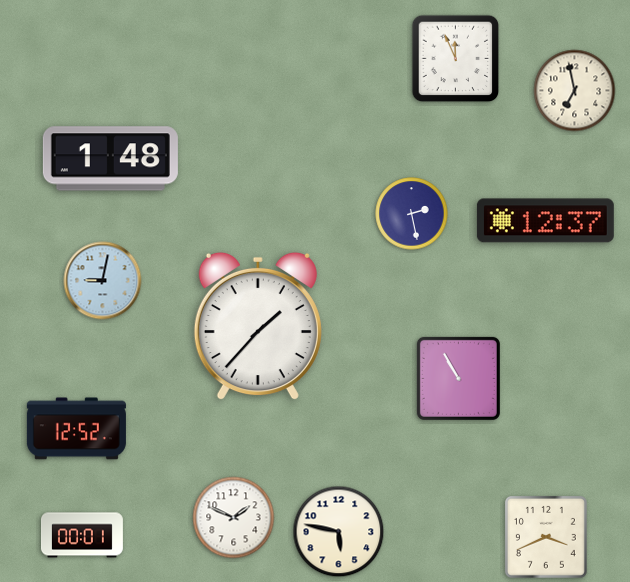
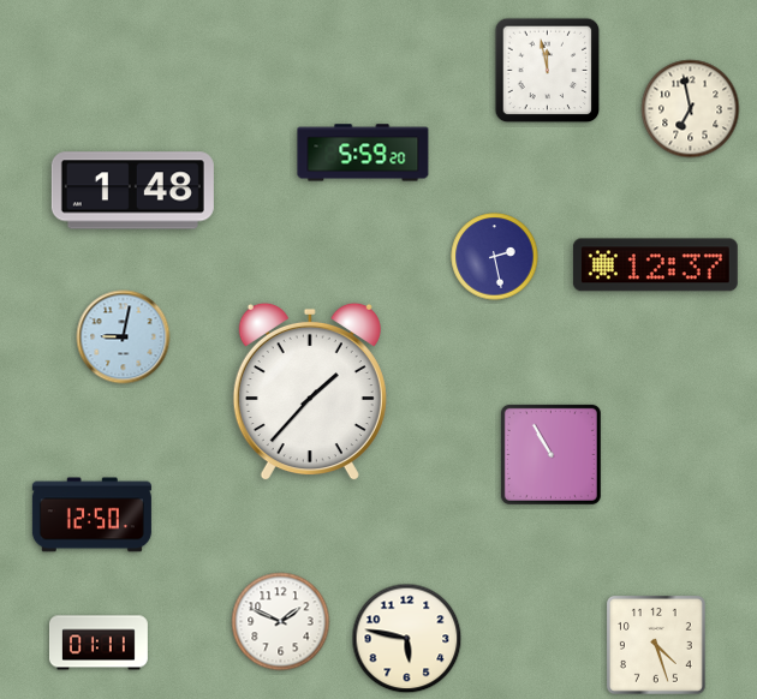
clock at (456, 59): 11:56 -> 11:58
clock at (363, 153): none -> 5:59
clock at (76, 429): 12:52 -> 12:50
clock at (82, 535): 00:01 -> 01:11
clock at (546, 537): 3:41 -> 4:27
